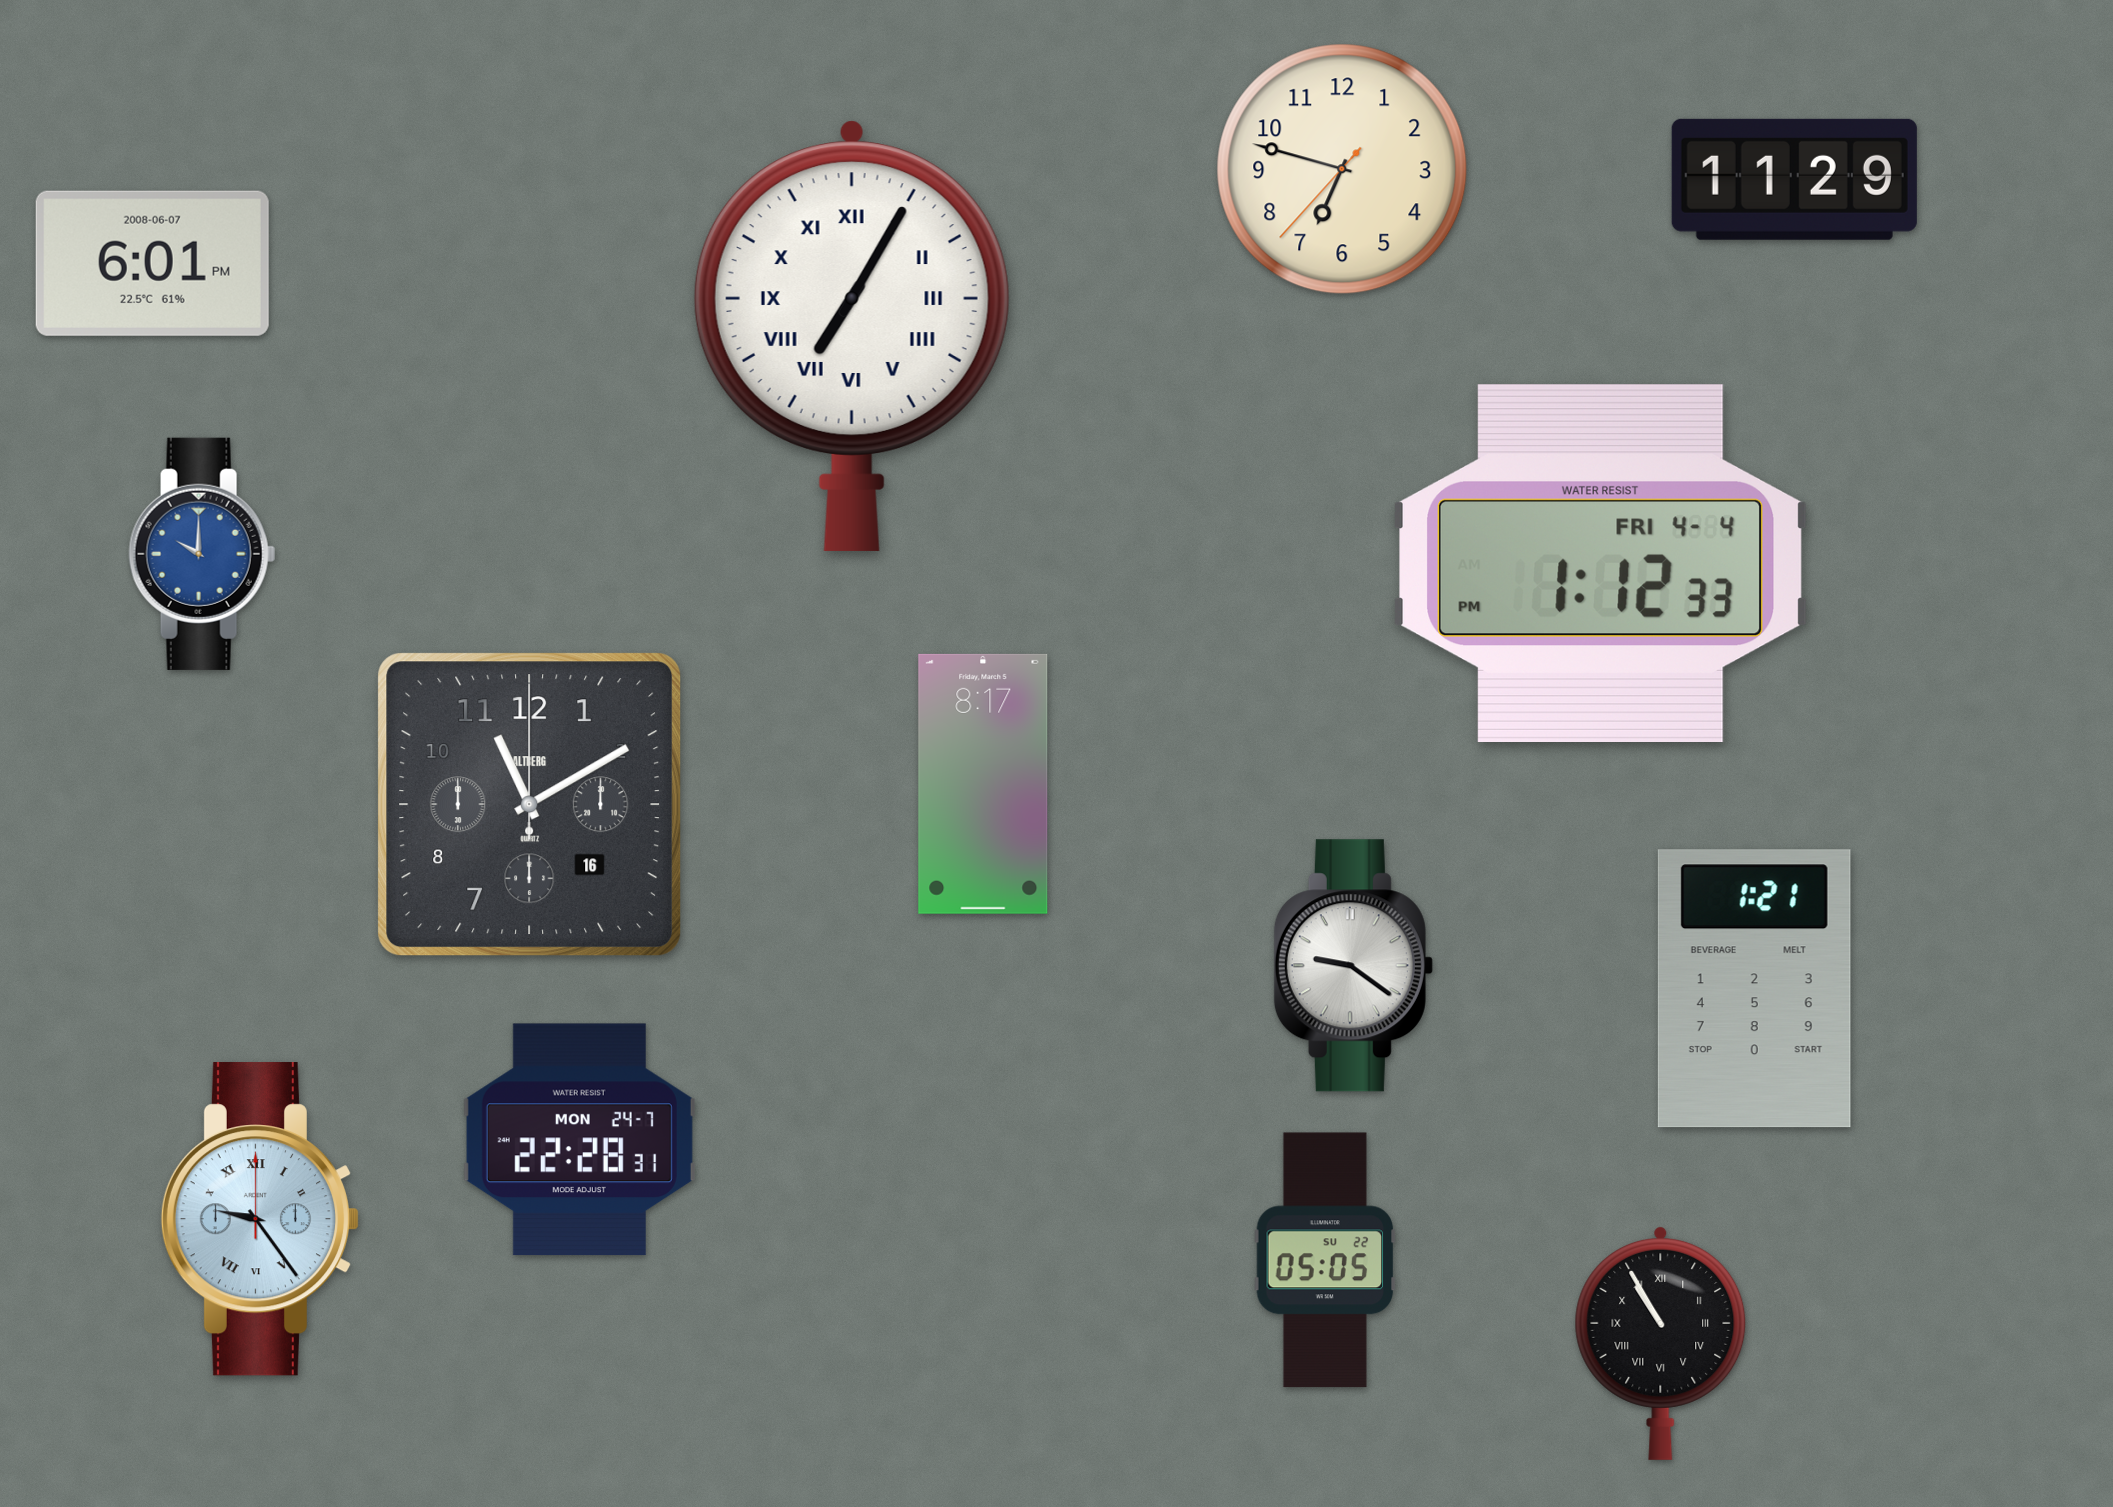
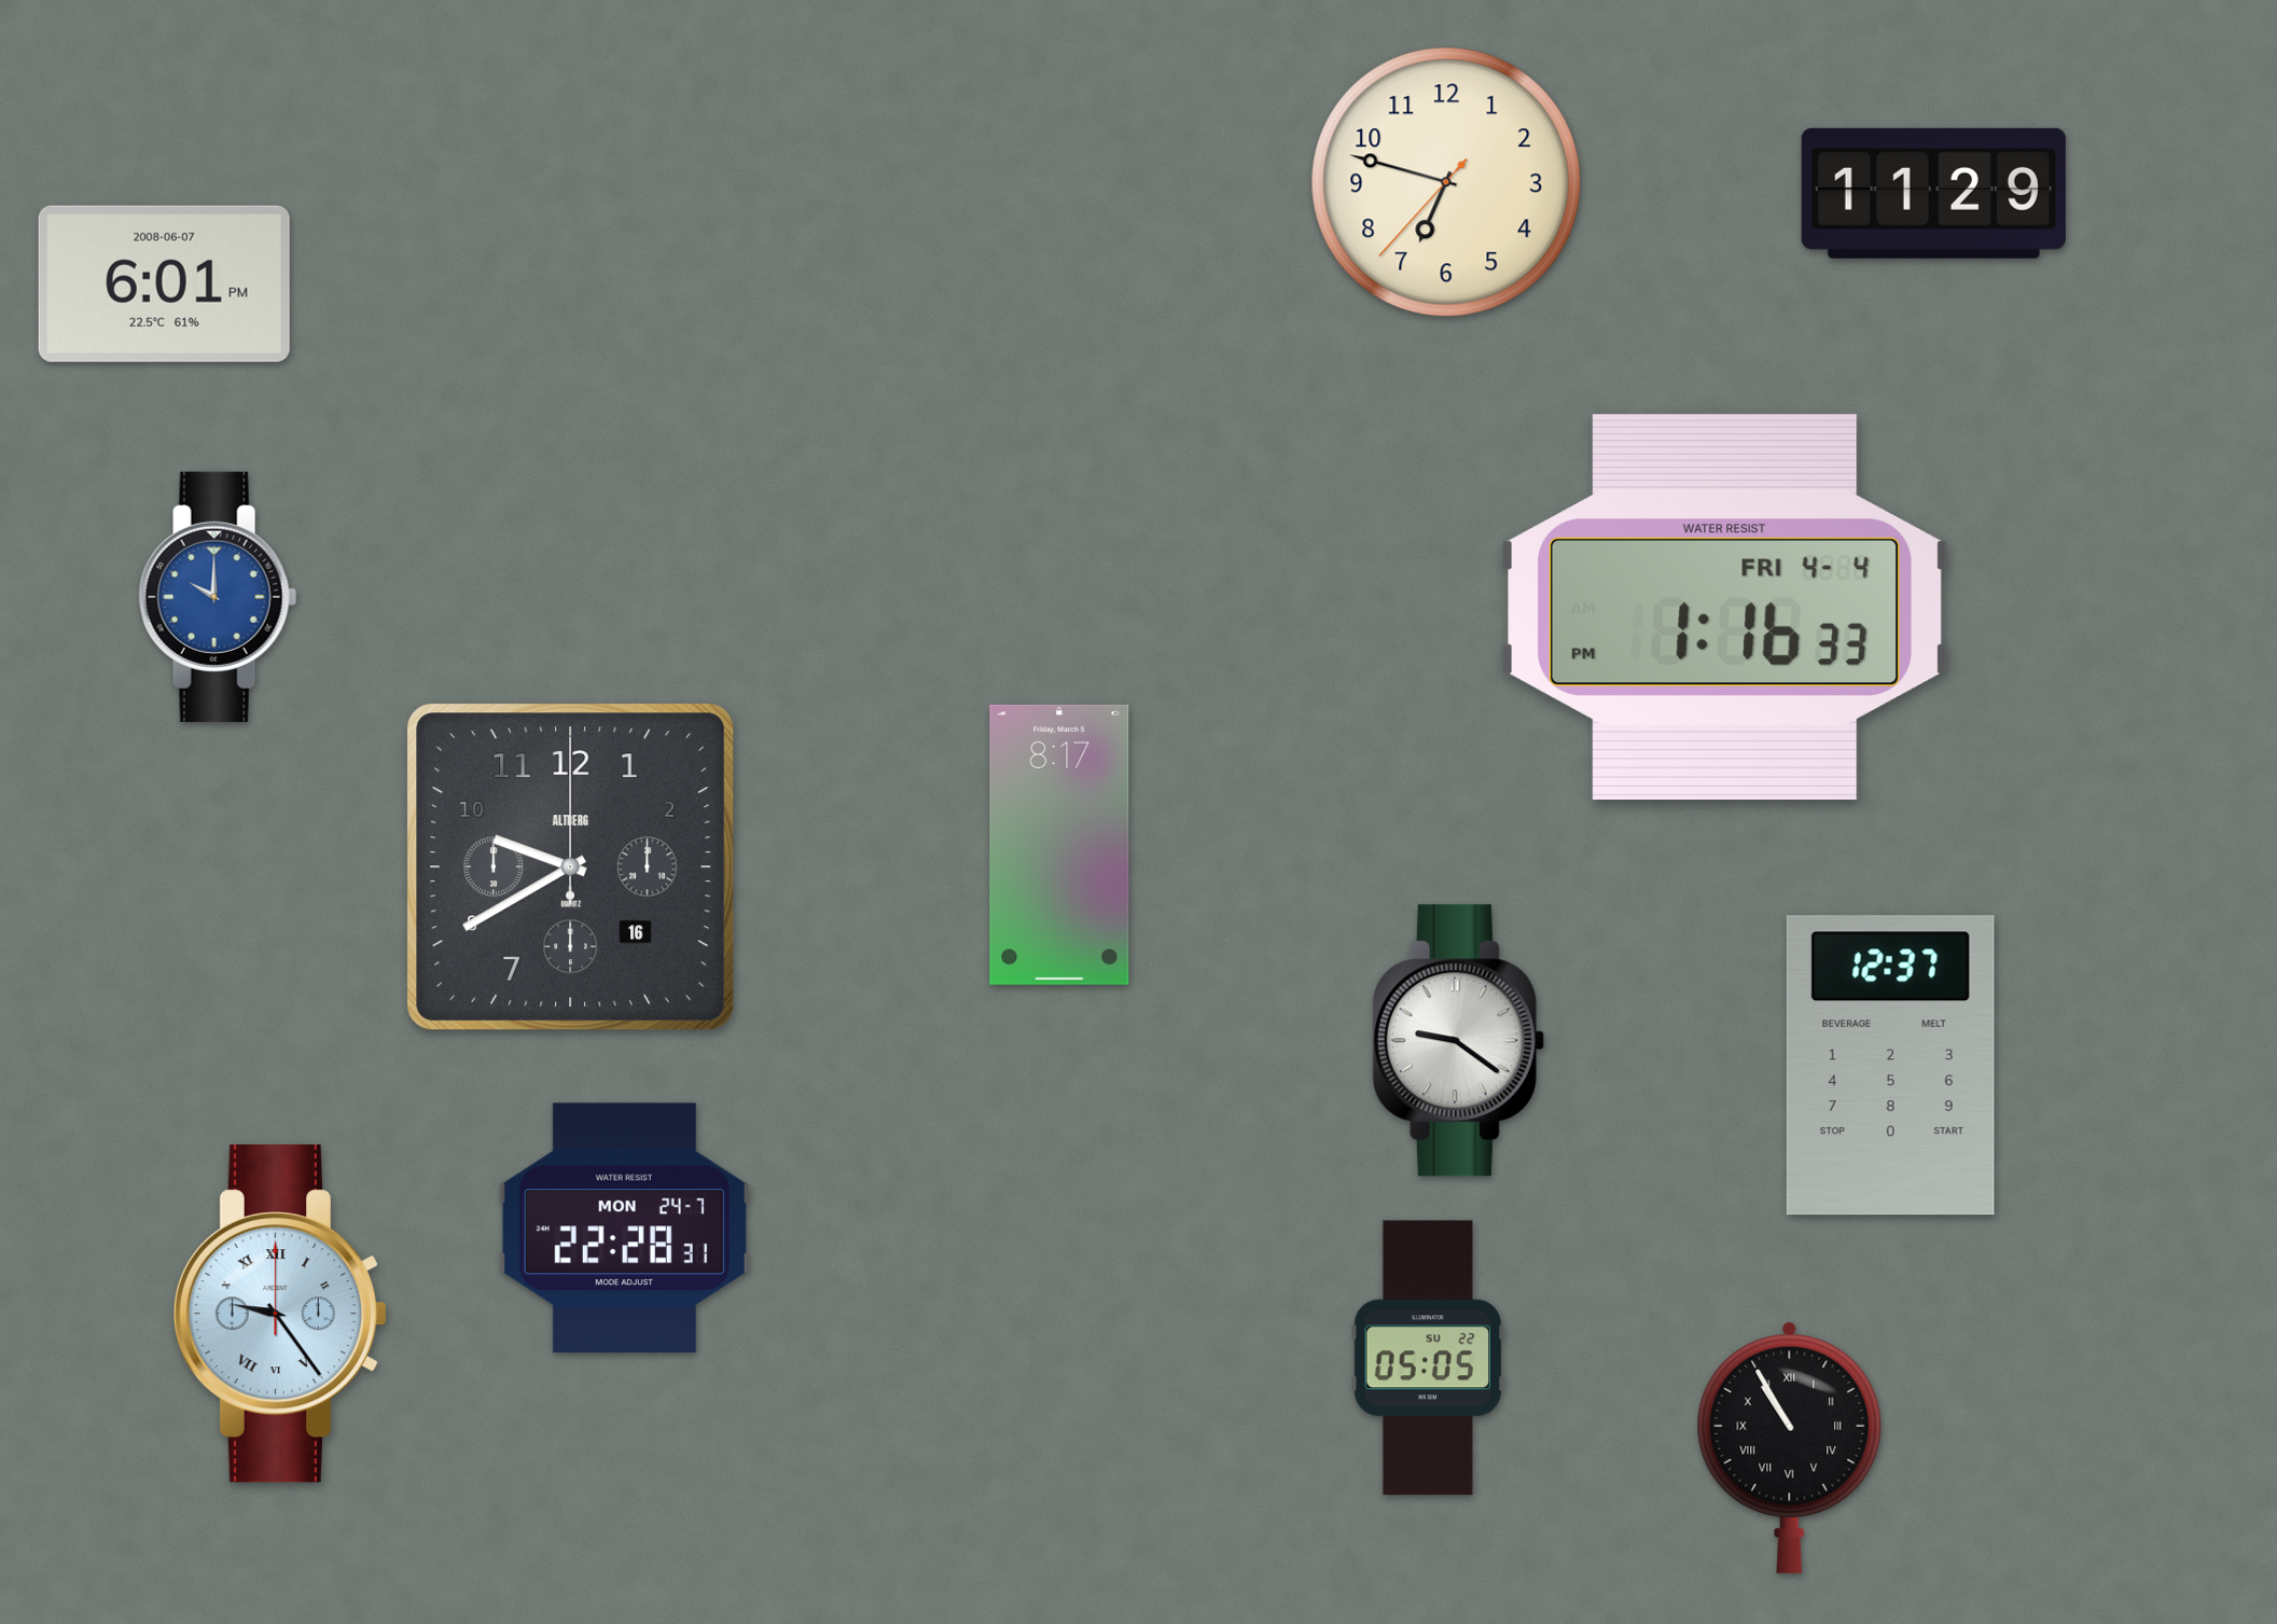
clock at (852, 336): 7:05 -> none
clock at (1601, 563): 1:12 -> 1:16
clock at (530, 805): 11:10 -> 9:40
clock at (1754, 989): 1:21 -> 12:37
